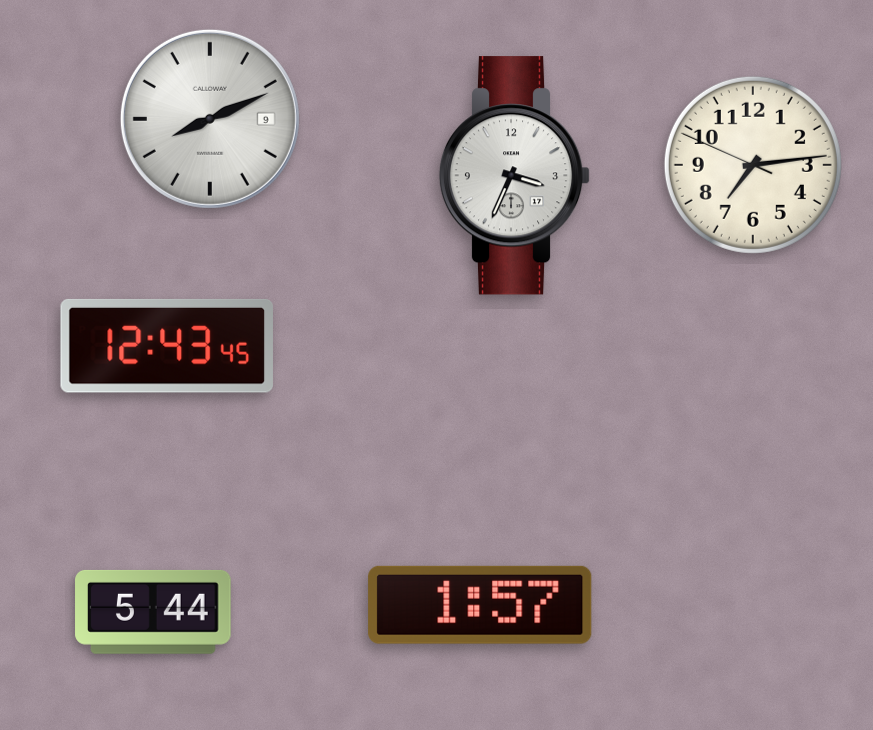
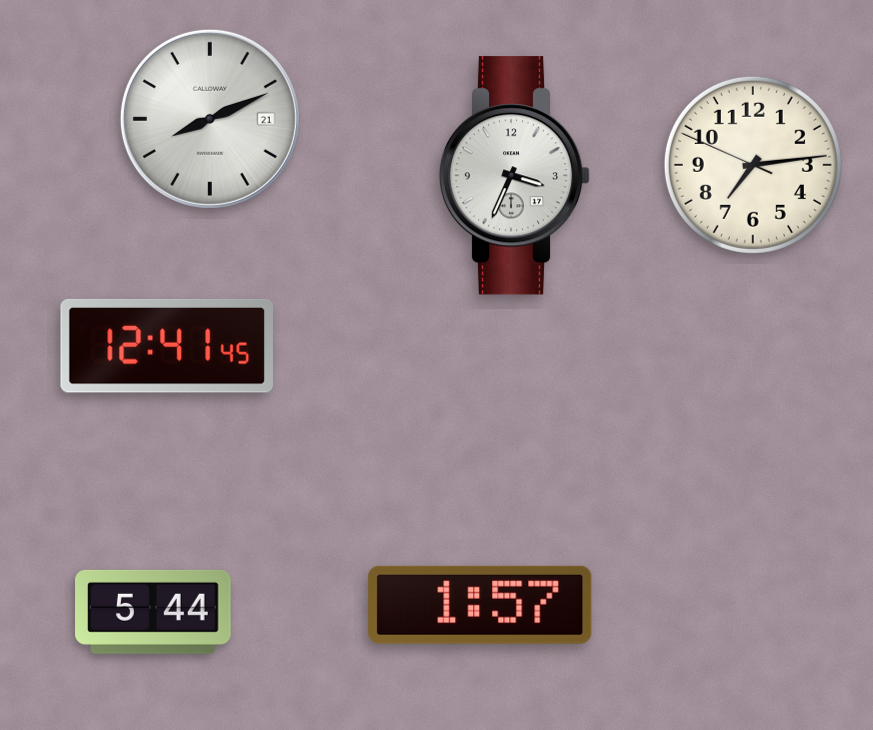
clock at (210, 119) date: 9 -> 21
clock at (167, 346): 12:43 -> 12:41
